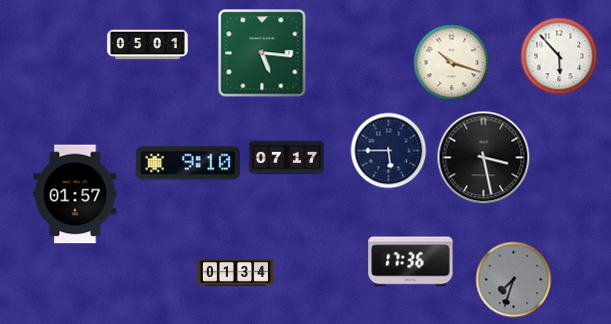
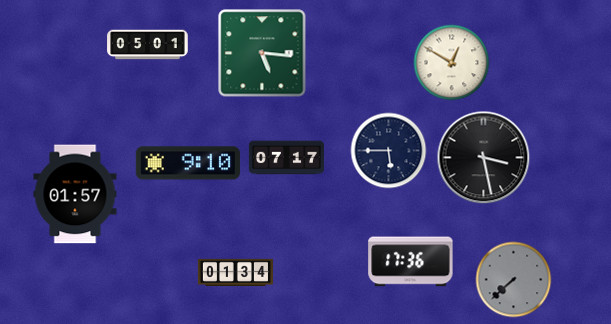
clock at (559, 56): 5:53 -> none
clock at (452, 63): 10:18 -> 12:50
clock at (514, 280): 7:33 -> 7:38
